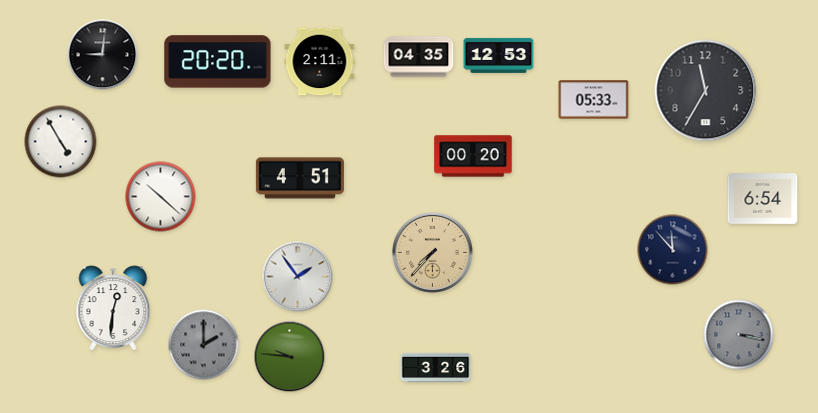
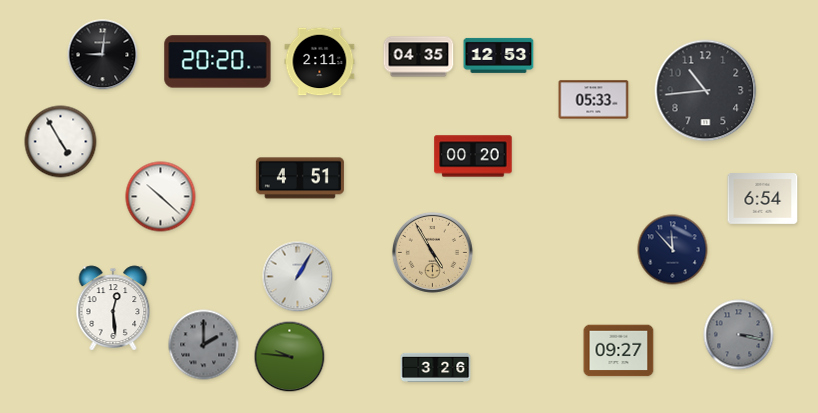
clock at (706, 91): 11:35 -> 10:44
clock at (432, 252): 7:37 -> 4:55
clock at (298, 277): 1:54 -> 1:05
clock at (113, 308): 12:31 -> 12:29
clock at (619, 351): none -> 09:27
